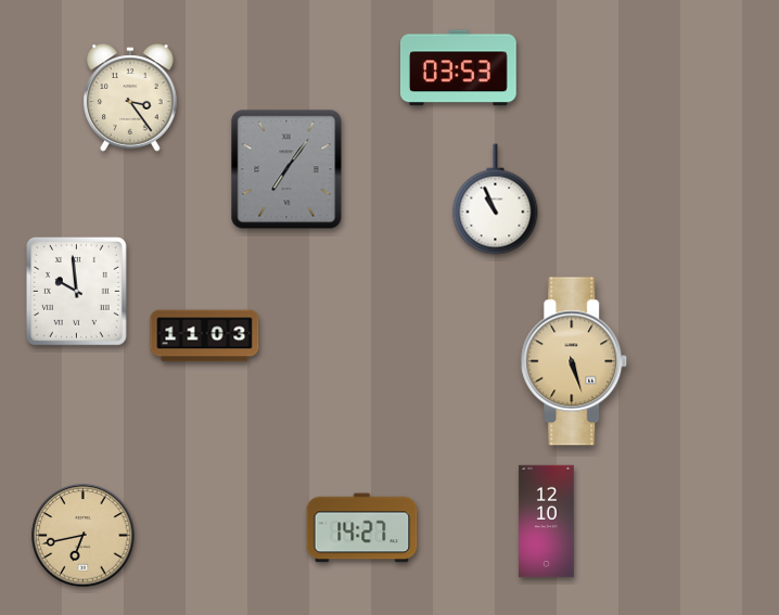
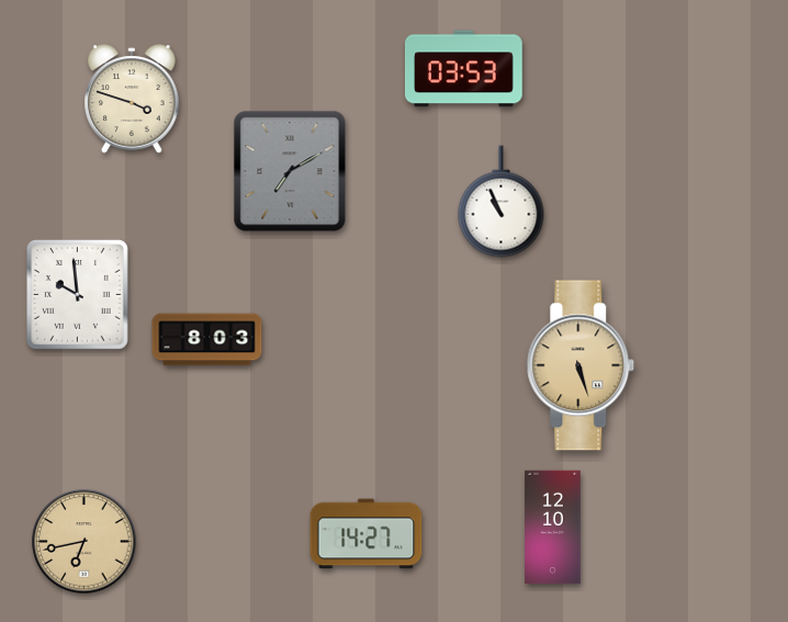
clock at (130, 98): 3:24 -> 3:48
clock at (286, 169): 7:06 -> 7:10
clock at (205, 336): 11:03 -> 8:03
